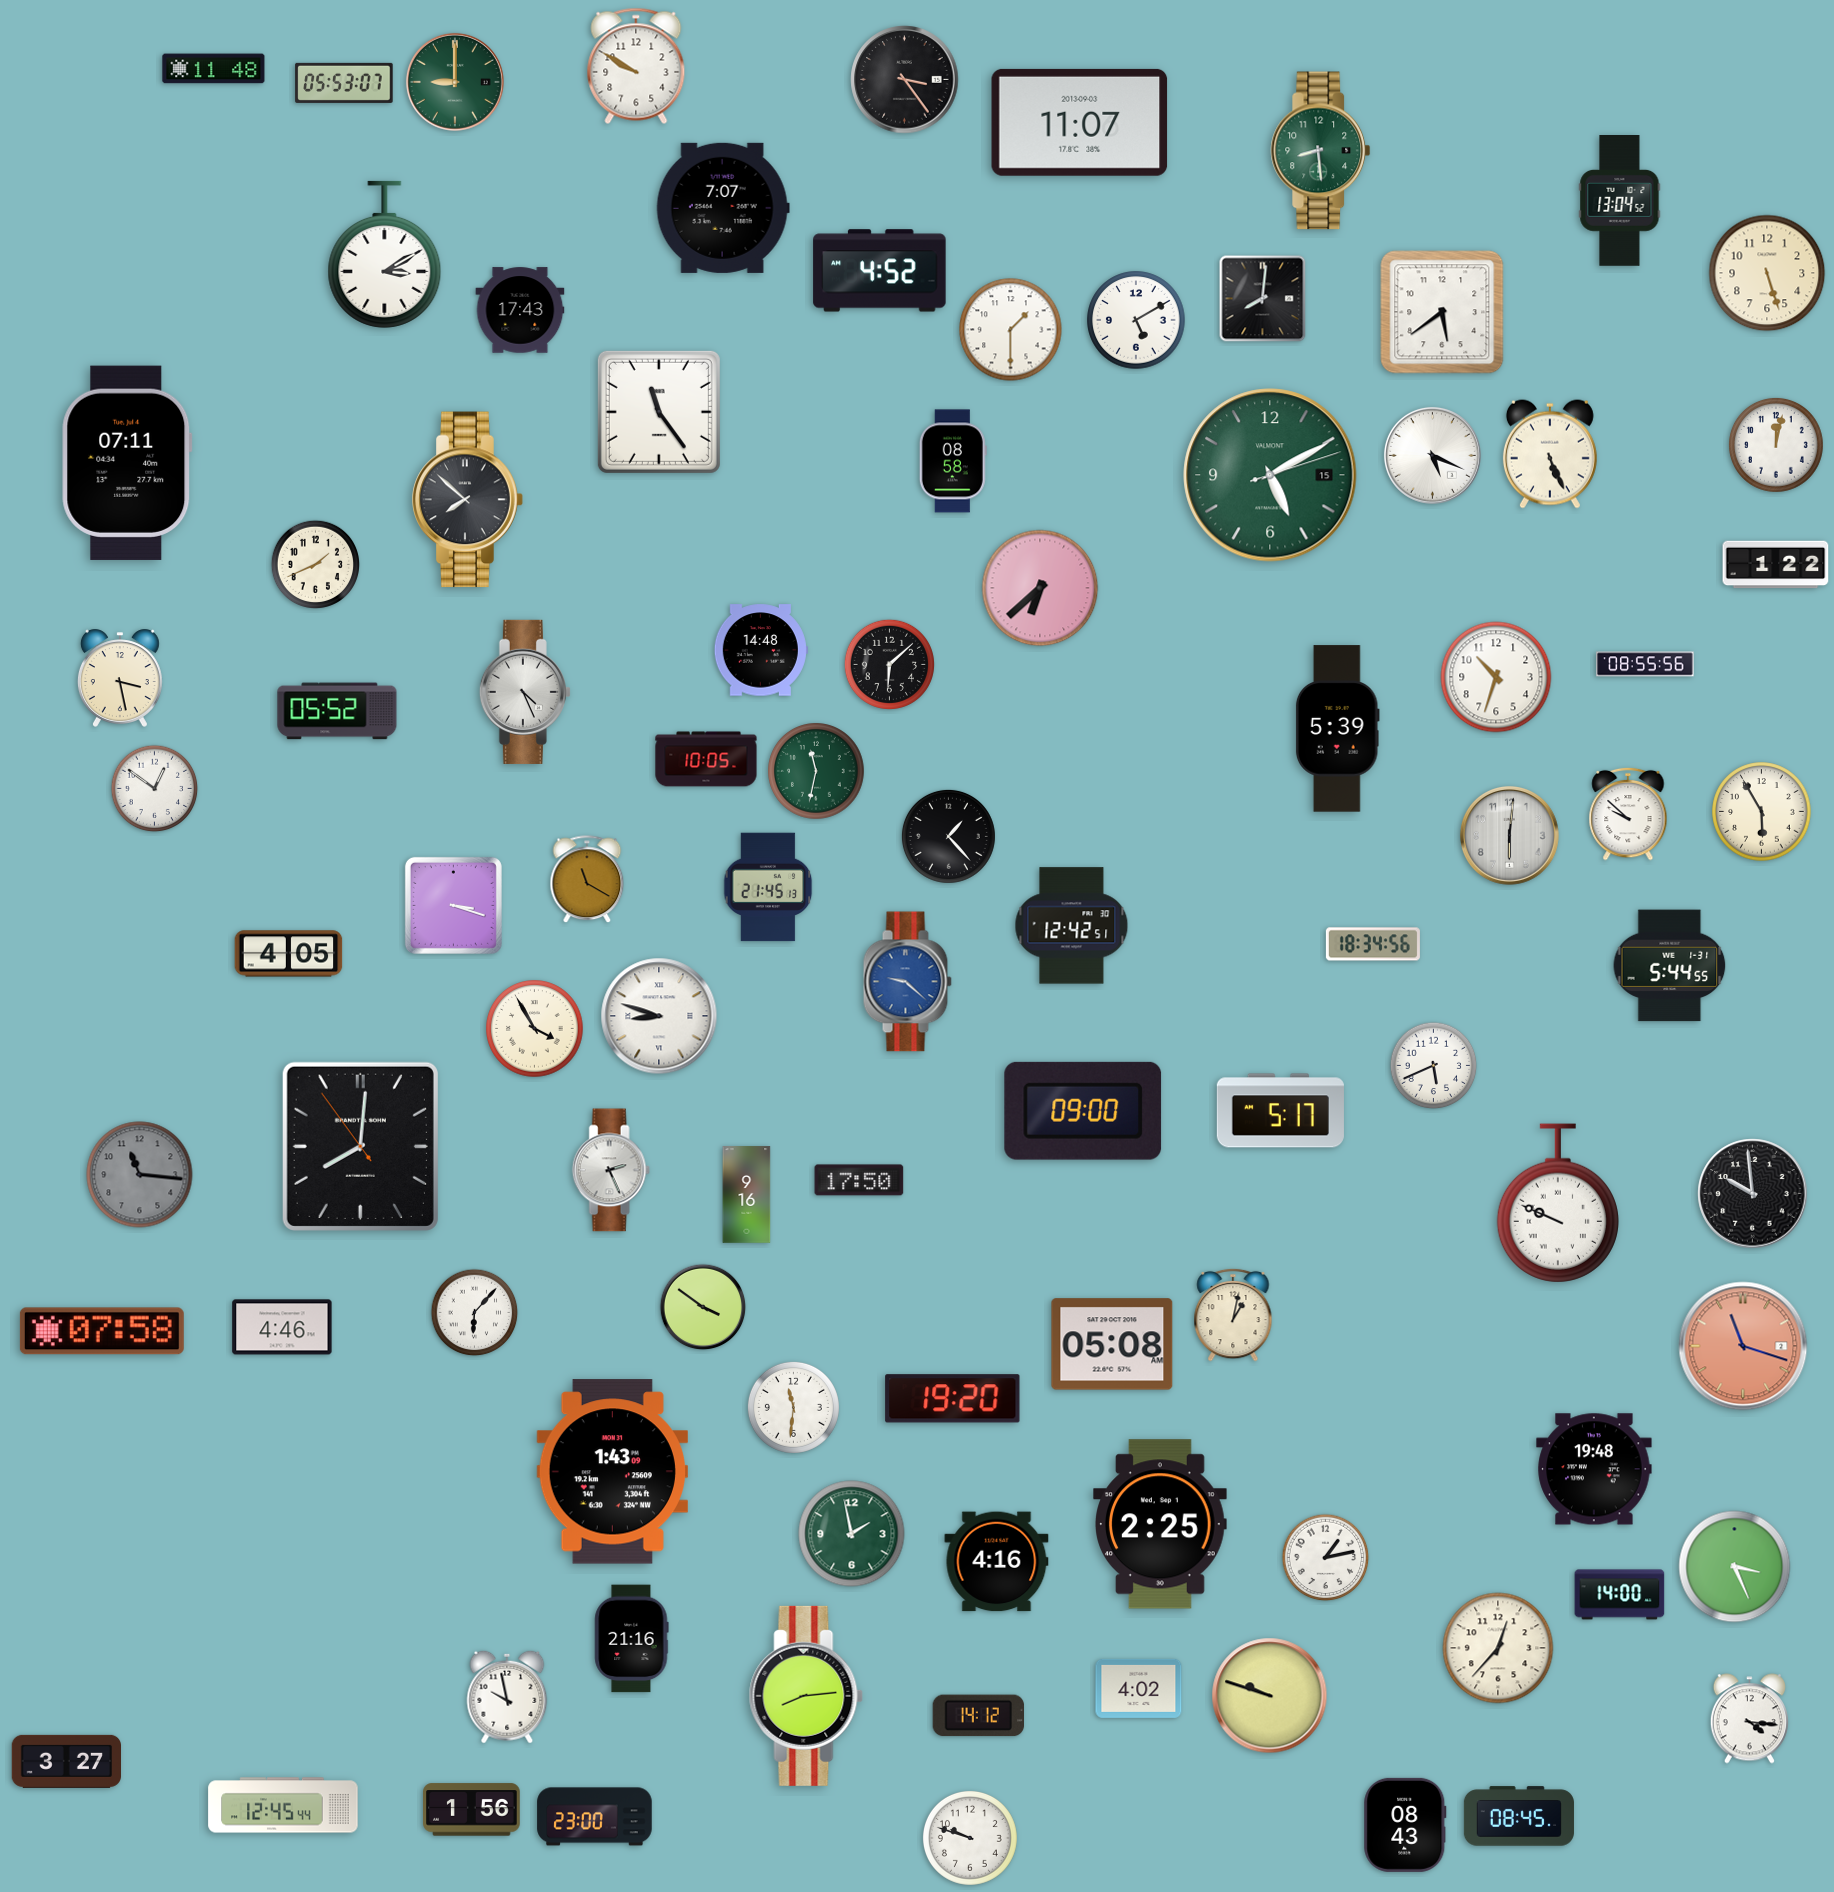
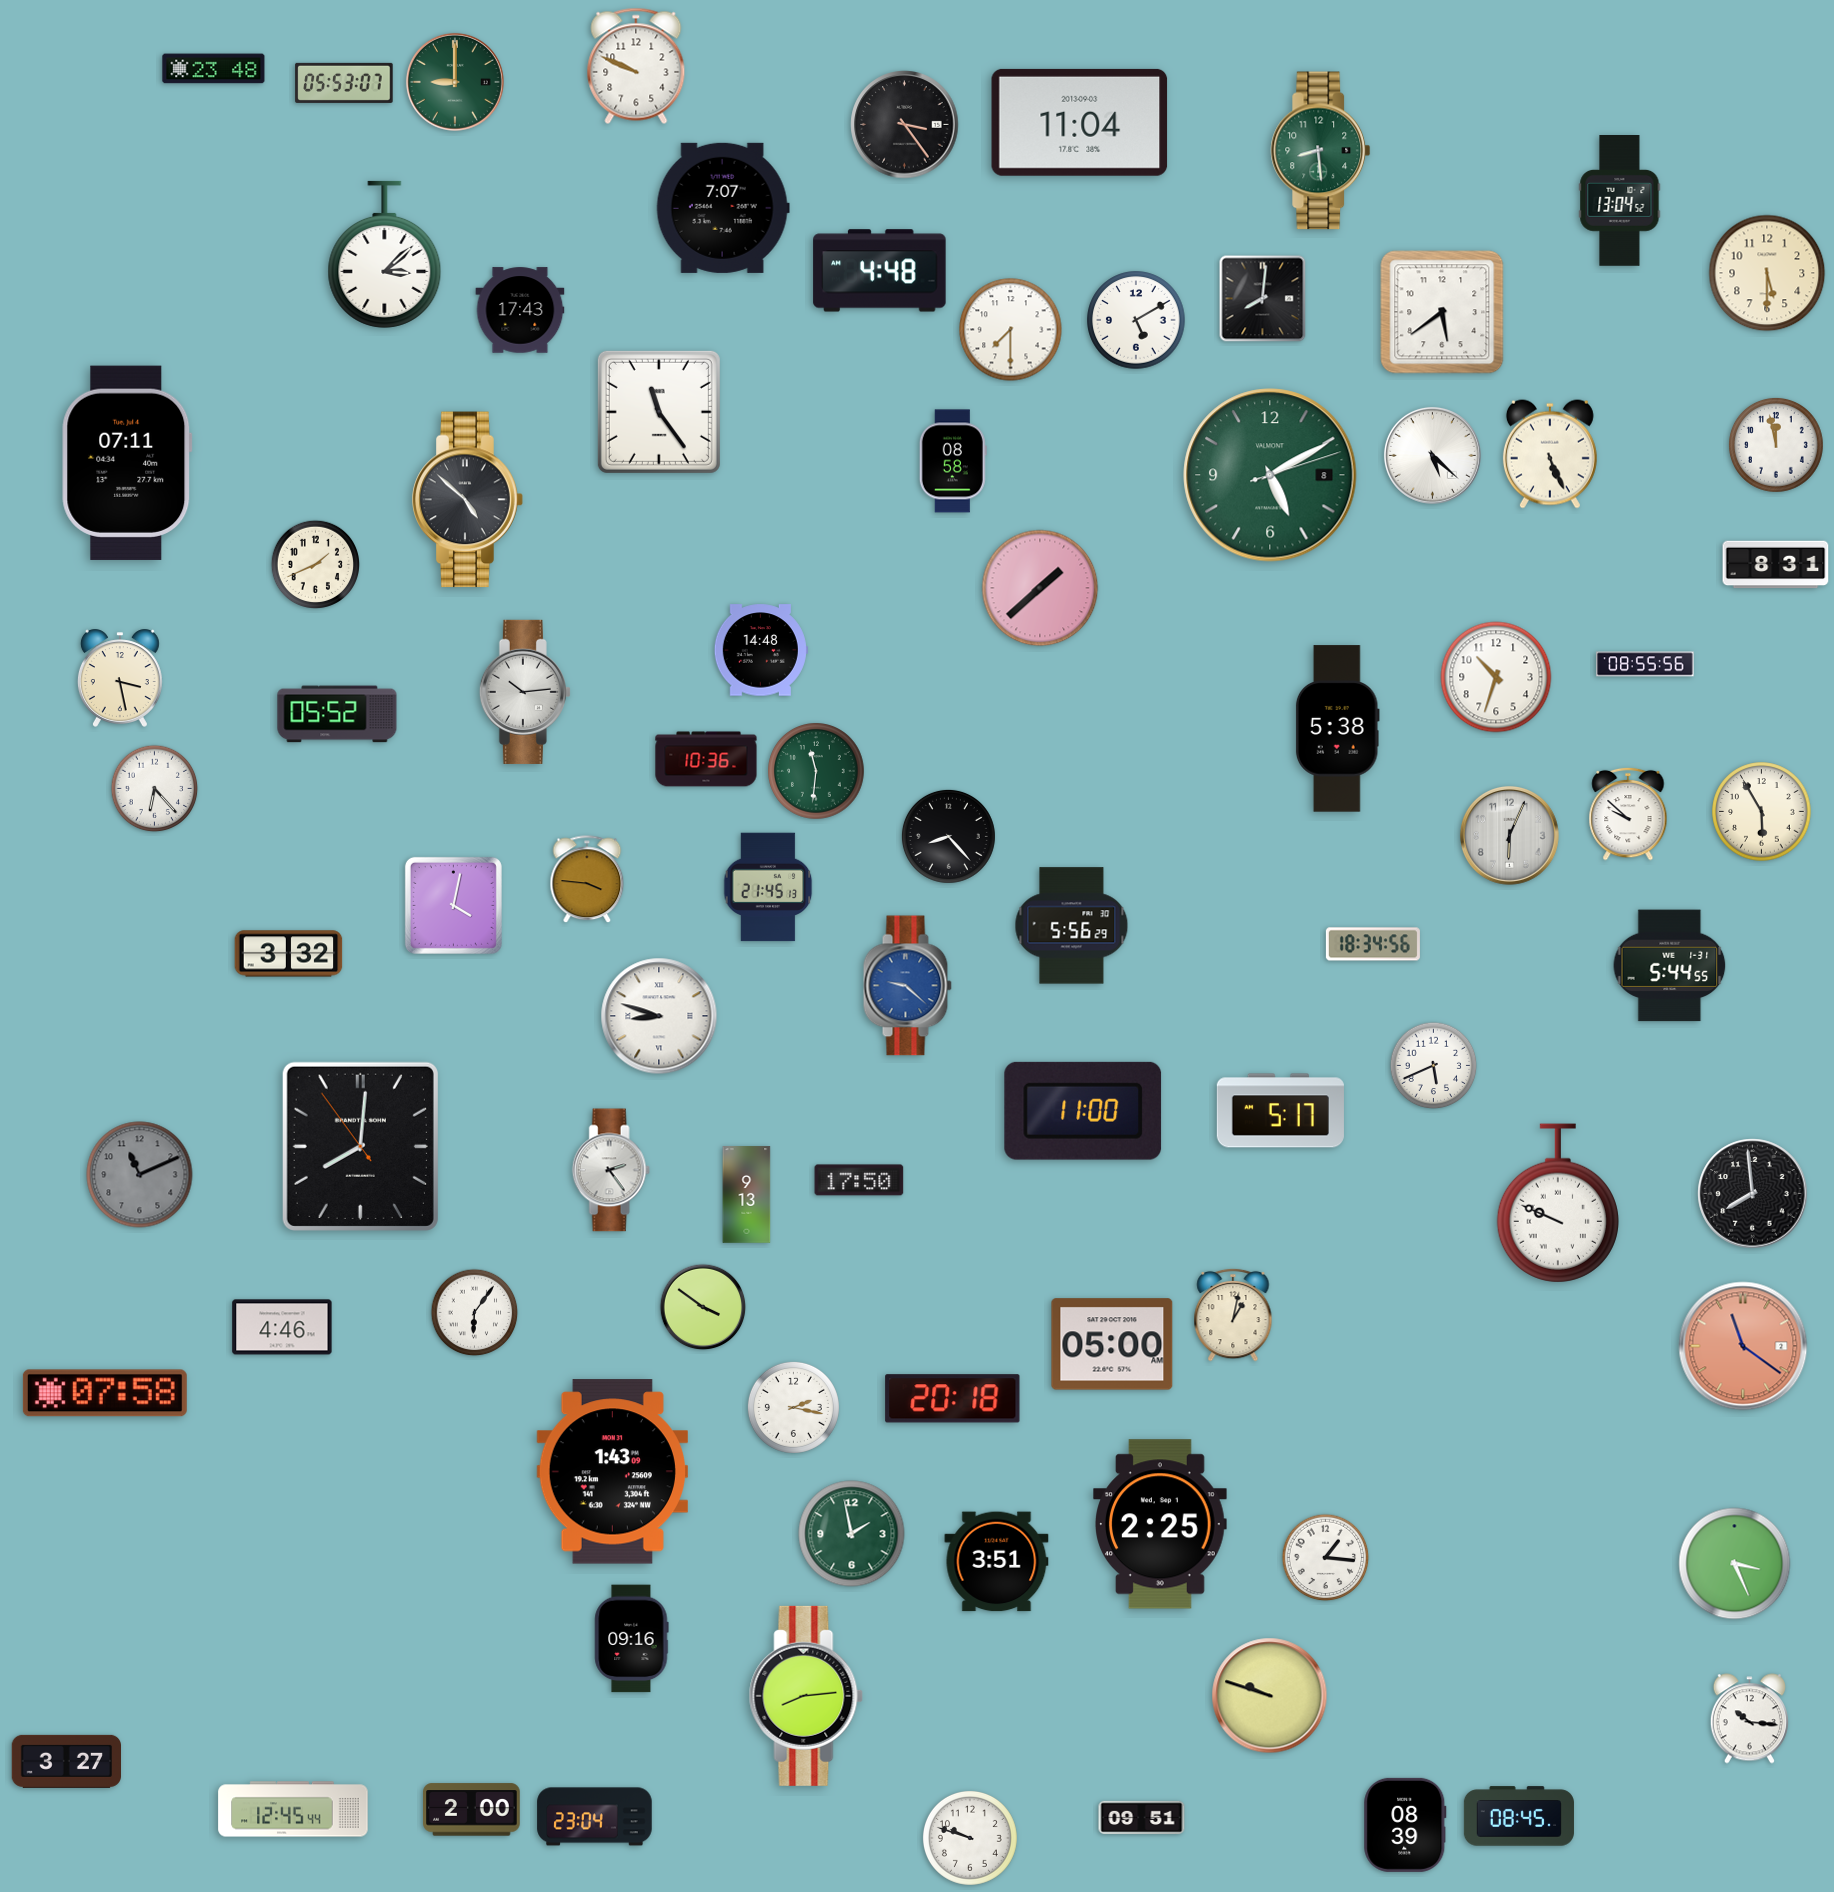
clock at (636, 66): 9:50 -> 9:49
clock at (214, 69): 11:48 -> 23:48
clock at (905, 80) position: (905, 80) -> (905, 125)
clock at (1080, 122): 11:07 -> 11:04
clock at (385, 254): 3:10 -> 3:08
clock at (880, 271): 4:52 -> 4:48
clock at (1767, 273): 5:27 -> 5:30
clock at (1011, 330): 1:30 -> 7:30
clock at (1776, 445): 12:02 -> 11:58
clock at (1432, 455): 5:19 -> 5:22
clock at (1270, 475) date: 15 -> 8
clock at (468, 500): 7:52 -> 4:52
clock at (1776, 565): 1:22 -> 8:31
clock at (1040, 588): 6:38 -> 1:38
clock at (889, 664): 6:08 -> none
clock at (525, 692): 4:26 -> 10:14
clock at (337, 711) position: (337, 711) -> (337, 714)
clock at (1337, 729): 5:39 -> 5:38
clock at (706, 759): 10:05 -> 10:36
clock at (817, 772): 11:32 -> 11:31
clock at (155, 789): 12:51 -> 6:23
clock at (1509, 835): 6:01 -> 6:04
clock at (948, 836): 1:23 -> 8:23
clock at (587, 880): 11:20 -> 3:46
clock at (453, 905): 3:18 -> 4:02
clock at (1072, 926): 12:42 -> 5:56
clock at (289, 954): 4:05 -> 3:32
clock at (907, 982) position: (907, 982) -> (907, 986)
clock at (535, 1029): 3:55 -> none
clock at (1083, 1111): 09:00 -> 11:00
clock at (611, 1170): 2:26 -> 2:24
clock at (140, 1175): 11:16 -> 11:11
clock at (1753, 1194): 9:59 -> 7:59
clock at (747, 1195): 9:16 -> 9:13
clock at (475, 1313): 6:07 -> 6:06
clock at (102, 1331) position: (102, 1331) -> (105, 1393)
clock at (1112, 1344): 05:08 -> 05:00
clock at (1743, 1346): 11:18 -> 11:21
clock at (953, 1399): 19:20 -> 20:18
clock at (793, 1407): 11:31 -> 2:17
clock at (1594, 1469): 19:48 -> none
clock at (1326, 1558): 1:13 -> 1:16
clock at (997, 1562): 4:16 -> 3:51
clock at (1735, 1567) position: (1735, 1567) -> (1735, 1564)
clock at (1620, 1595): 14:00 -> none
clock at (632, 1639): 21:16 -> 09:16
clock at (1498, 1648): 12:37 -> none
clock at (1139, 1688): 4:02 -> none
clock at (507, 1697): 9:58 -> none
clock at (979, 1716): 14:12 -> none
clock at (1749, 1719): 4:16 -> 10:16
clock at (283, 1805) position: (283, 1805) -> (293, 1809)
clock at (472, 1810): 1:56 -> 2:00
clock at (595, 1817): 23:00 -> 23:04
clock at (1142, 1818): none -> 09:51
clock at (1405, 1825): 08:43 -> 08:39
